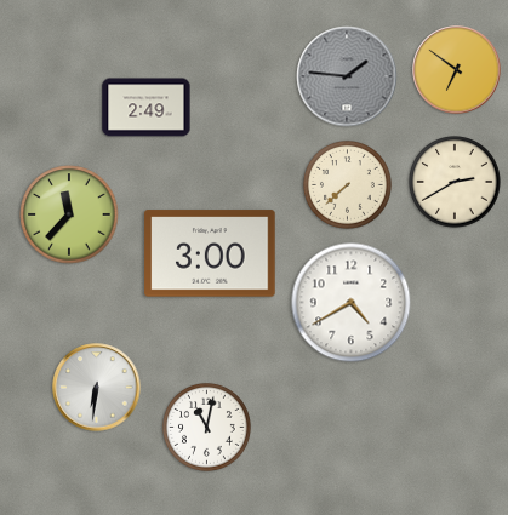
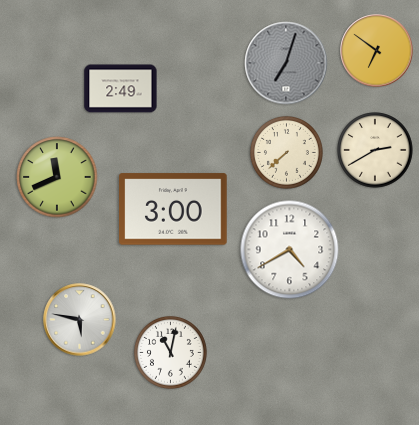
clock at (457, 70) position: (457, 70) -> (377, 51)
clock at (347, 76): 1:46 -> 7:03
clock at (69, 214): 11:37 -> 11:41
clock at (97, 388): 6:31 -> 5:47
